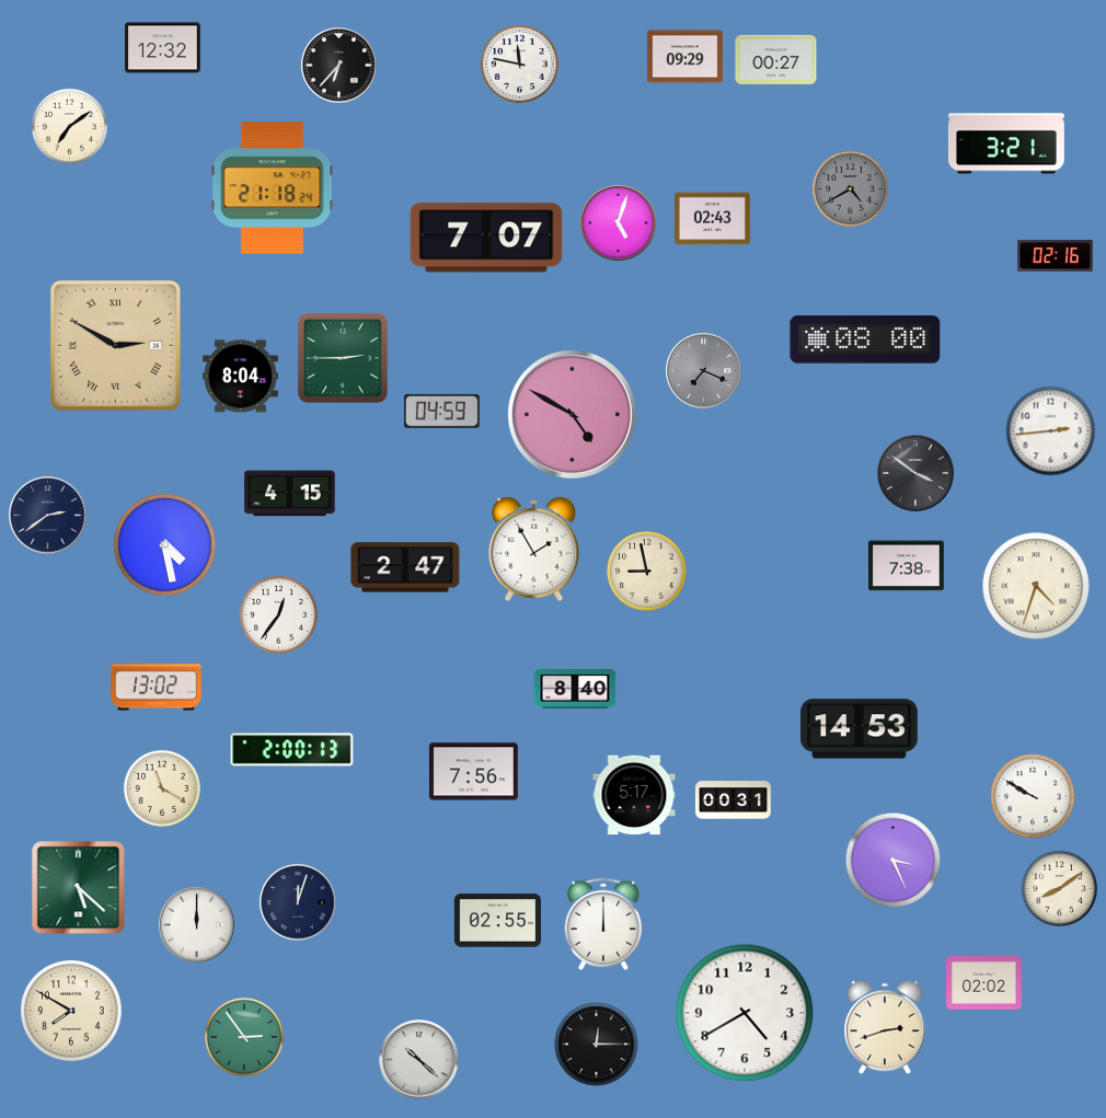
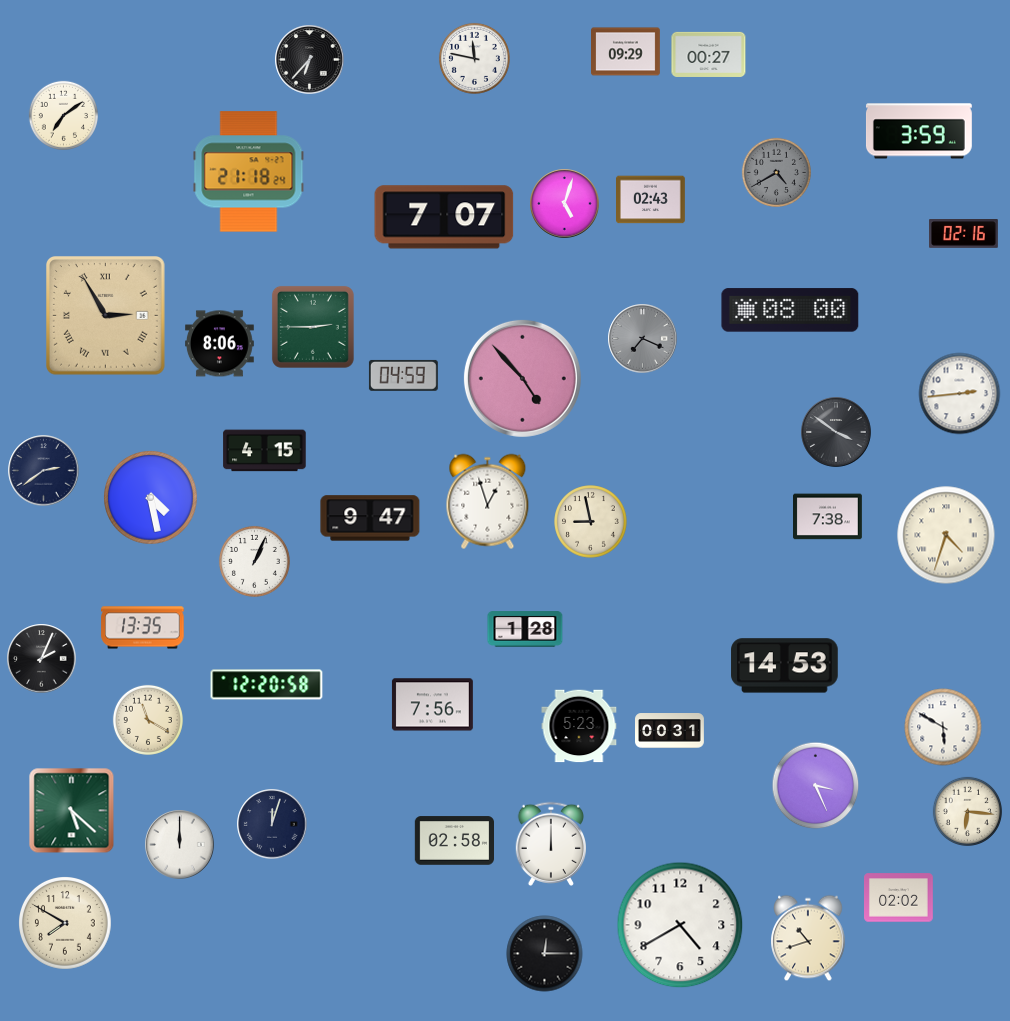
clock at (163, 48): 12:32 -> none
clock at (1006, 143): 3:21 -> 3:59
clock at (116, 346): 2:50 -> 2:55
clock at (241, 377): 8:04 -> 8:06
clock at (572, 414): 4:50 -> 4:53
clock at (534, 550): 1:55 -> 12:57
clock at (405, 567): 2:47 -> 9:47
clock at (278, 614): 12:36 -> 1:04
clock at (157, 688): 13:02 -> 13:35
clock at (575, 689): 8:40 -> 1:28
clock at (42, 659): none -> 2:04
clock at (292, 750): 2:00 -> 12:20
clock at (634, 795): 5:17 -> 5:23
clock at (1033, 796): 9:50 -> 5:50
clock at (1059, 888): 8:09 -> 6:16
clock at (497, 921): 02:55 -> 02:58
clock at (885, 1027): 2:42 -> 10:42
clock at (245, 1038): 2:54 -> none
clock at (419, 1060): 10:22 -> none
